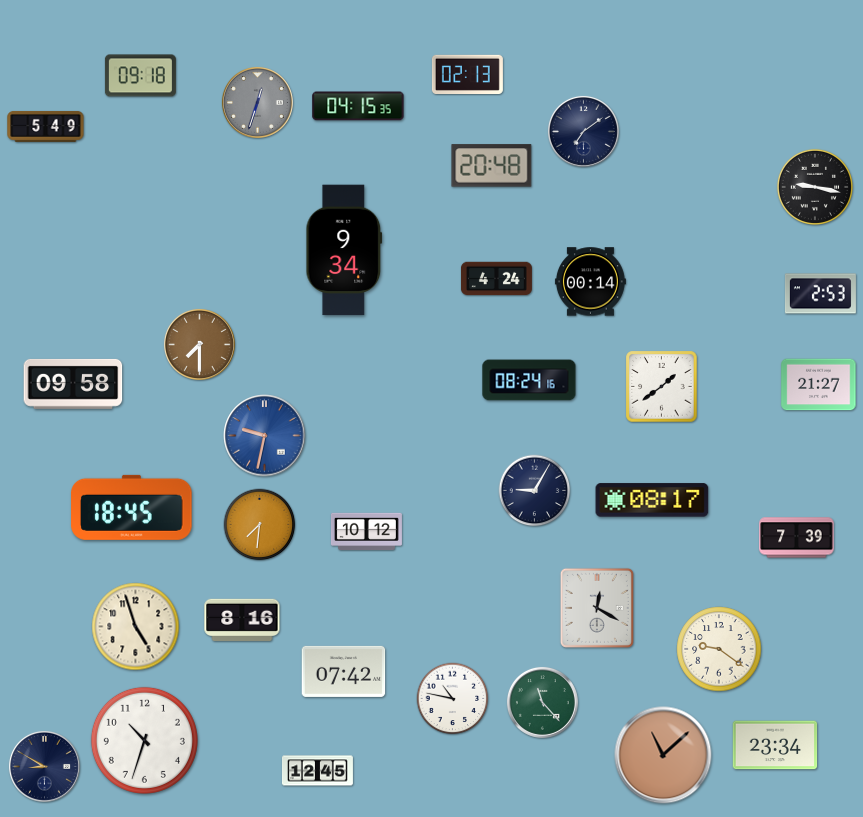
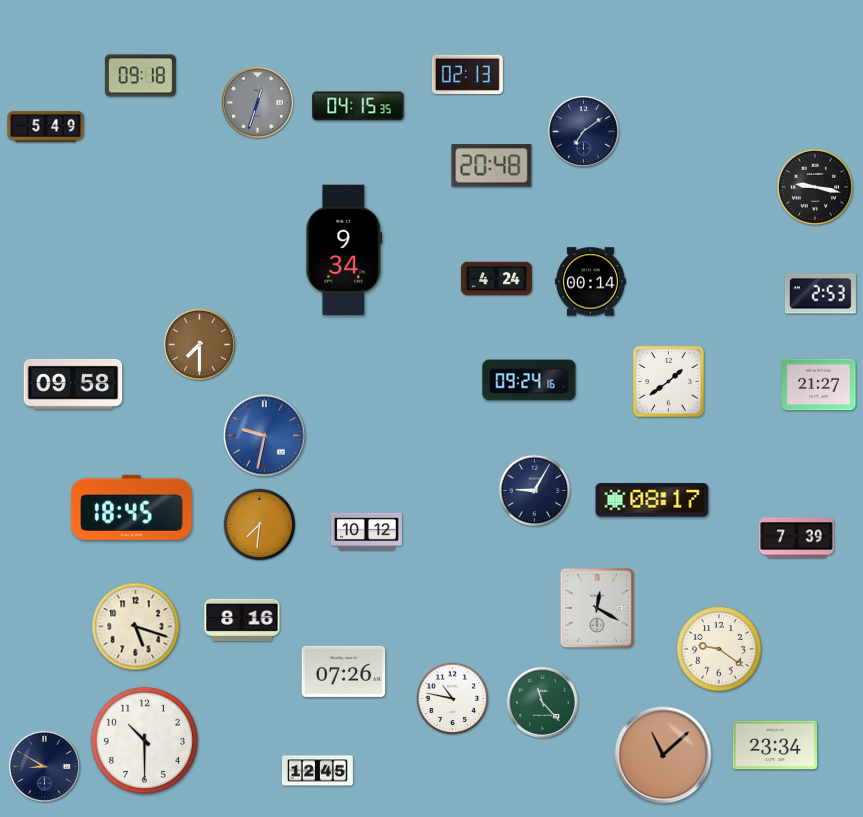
clock at (529, 380): 08:24 -> 09:24
clock at (662, 387) position: (662, 387) -> (669, 382)
clock at (136, 627): 4:57 -> 5:18
clock at (344, 671): 07:42 -> 07:26
clock at (144, 740): 10:33 -> 10:30
